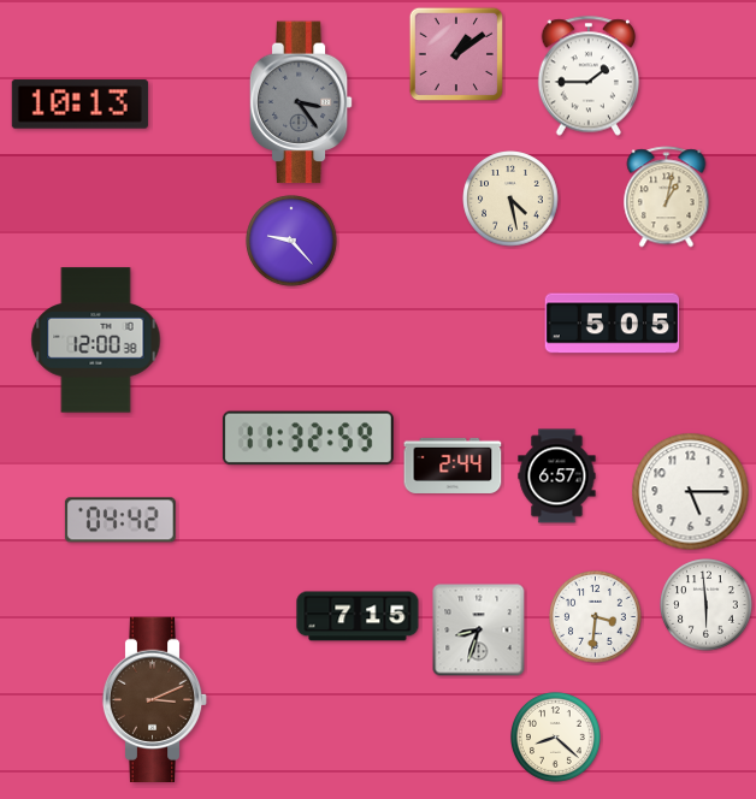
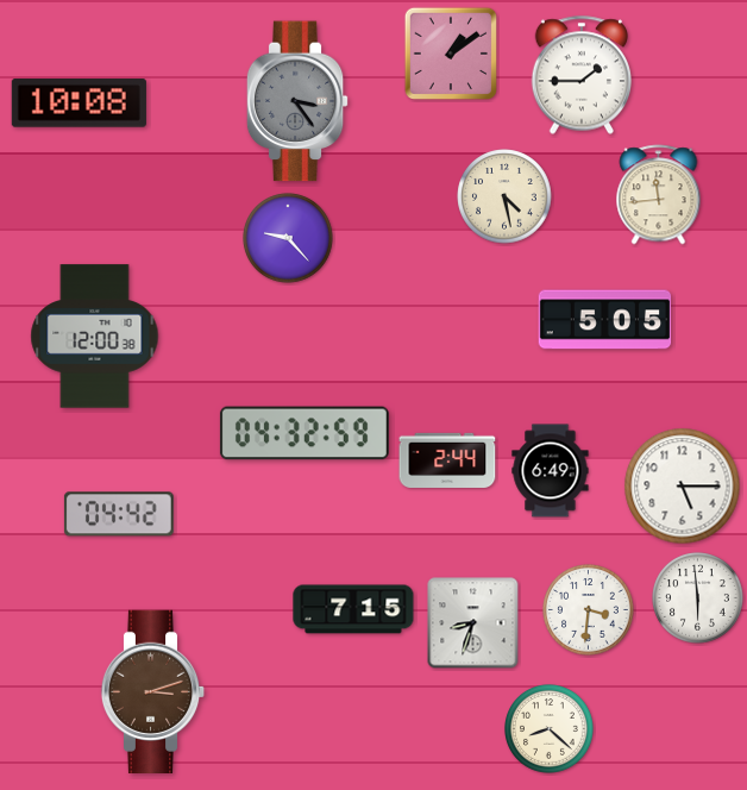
clock at (79, 105): 10:13 -> 10:08
clock at (667, 197): 1:02 -> 11:44
clock at (308, 438): 11:32 -> 04:32
clock at (557, 477): 6:57 -> 6:49
clock at (155, 699): 3:11 -> 3:12
